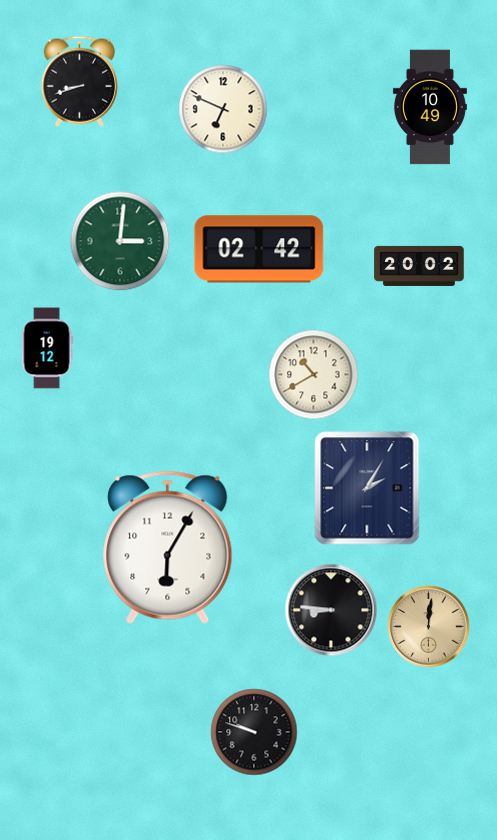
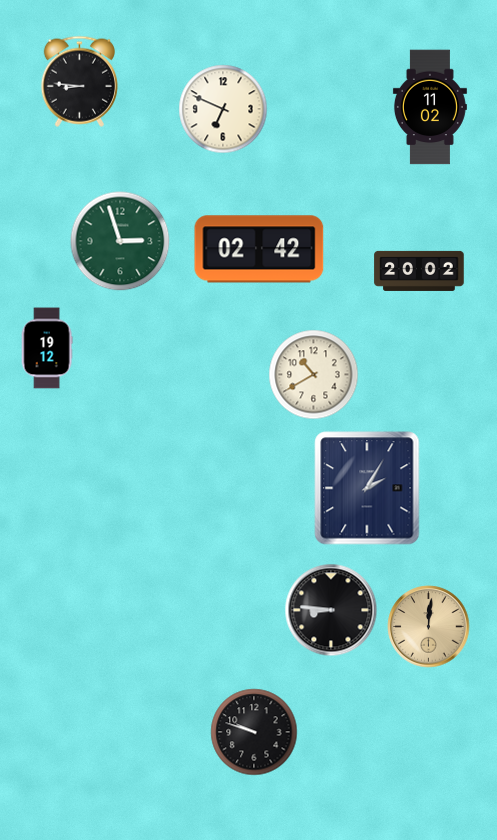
clock at (79, 81): 8:42 -> 8:46
clock at (430, 107): 10:49 -> 11:02
clock at (120, 241): 3:01 -> 2:57
clock at (419, 266) position: (419, 266) -> (419, 271)
clock at (168, 547): 6:05 -> none
